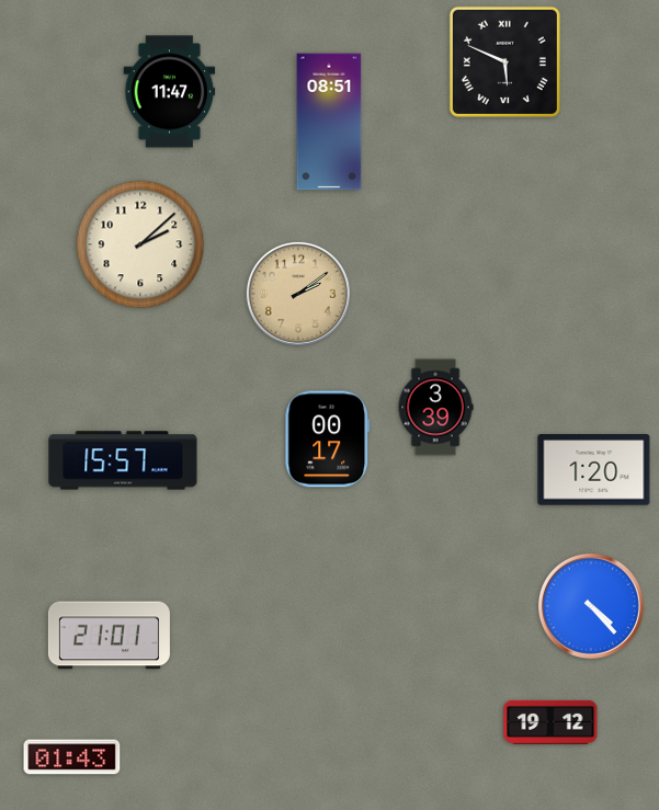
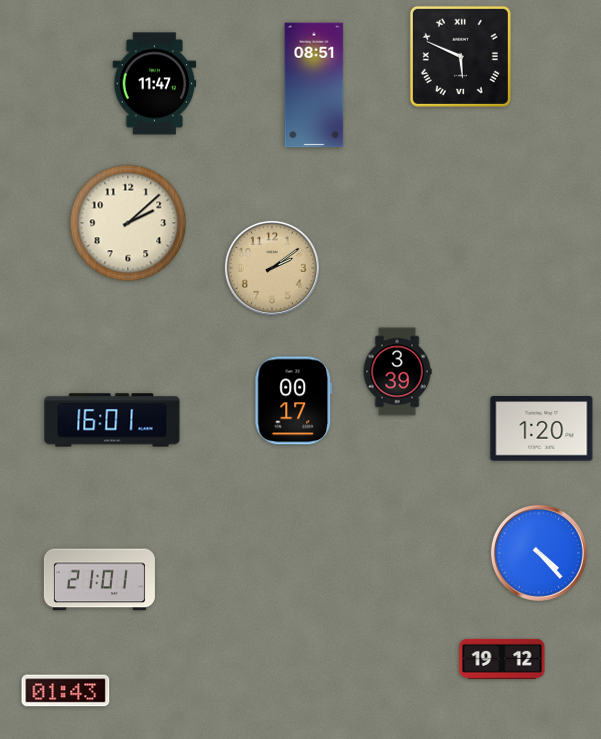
clock at (329, 122) position: (329, 122) -> (314, 85)
clock at (328, 440) position: (328, 440) -> (294, 401)
clock at (123, 460): 15:57 -> 16:01
